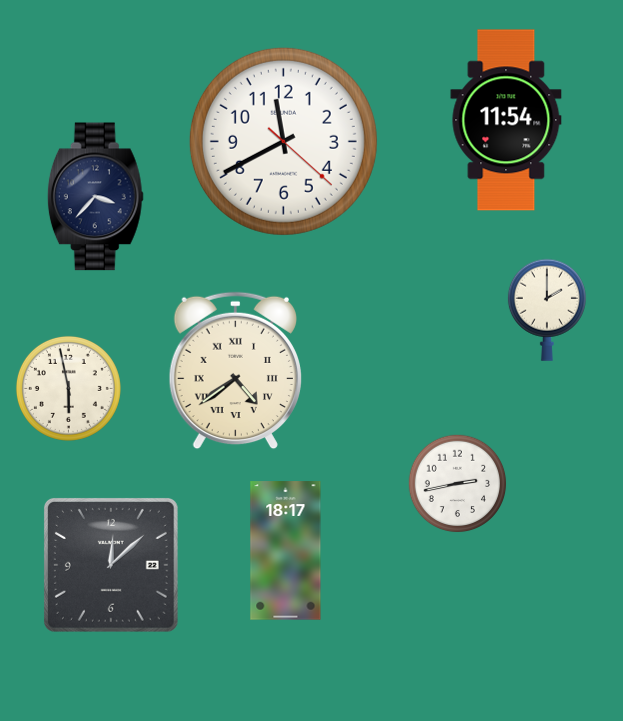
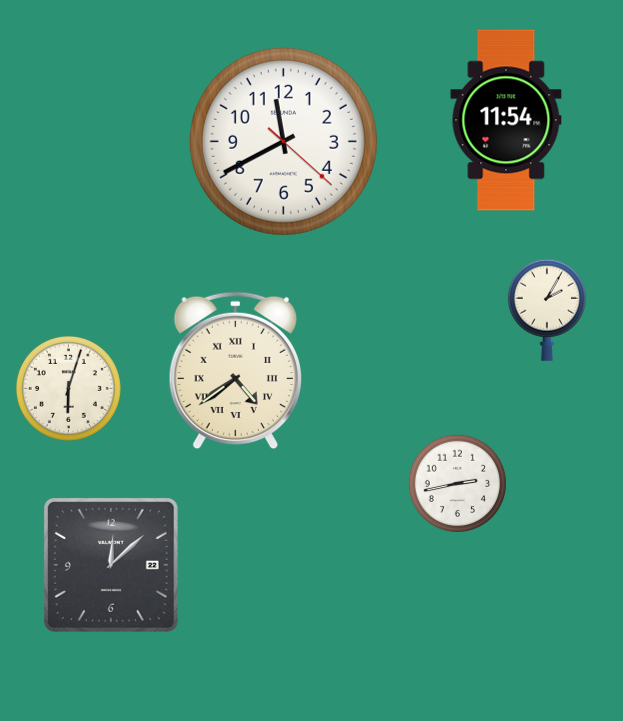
clock at (95, 197): 3:37 -> none
clock at (547, 310): 2:00 -> 2:05
clock at (68, 388): 5:58 -> 6:03
clock at (286, 551): 18:17 -> none
